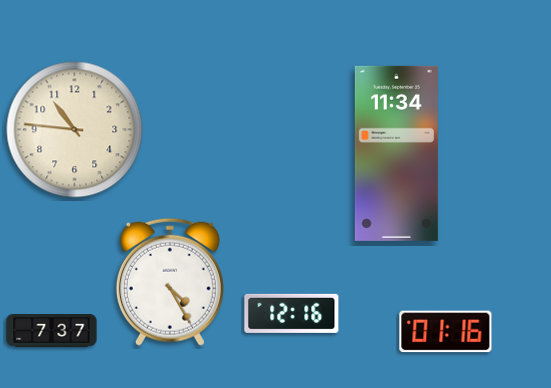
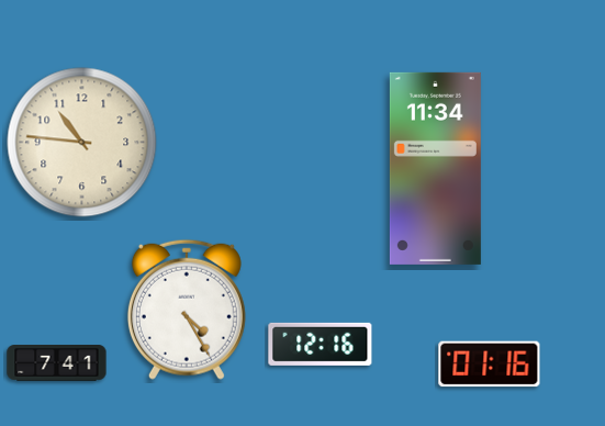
clock at (52, 331): 7:37 -> 7:41
